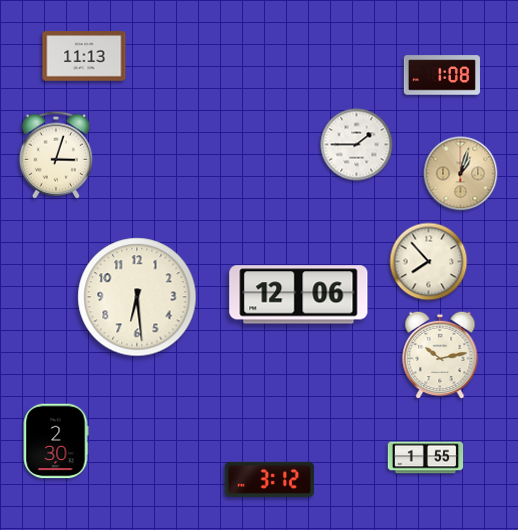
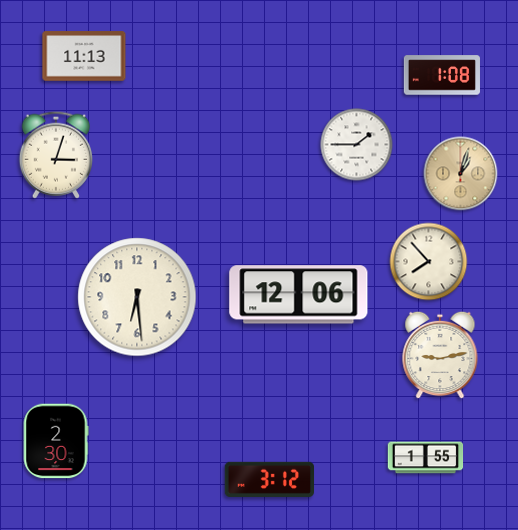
clock at (440, 355): 10:13 -> 9:13
